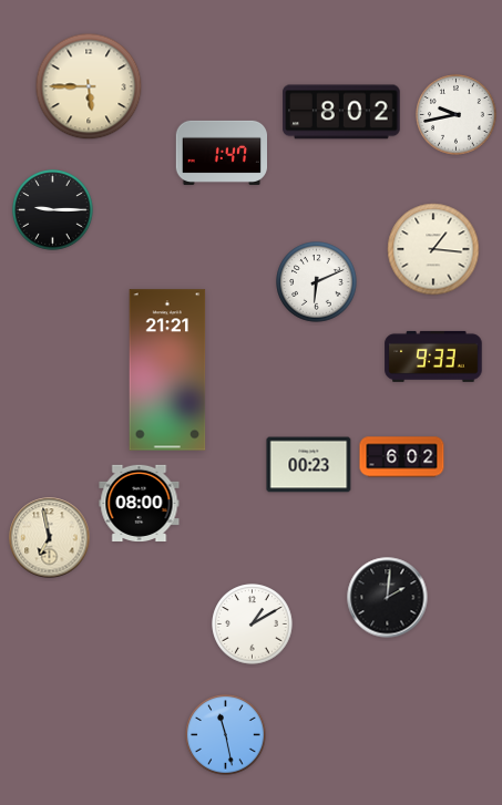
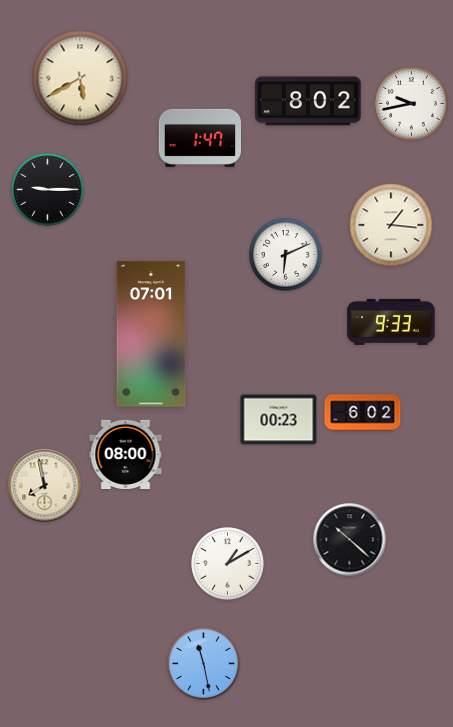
clock at (89, 86): 5:45 -> 5:40
clock at (167, 370): 21:21 -> 07:01
clock at (50, 538): 6:58 -> 7:58
clock at (388, 598): 2:01 -> 10:22
